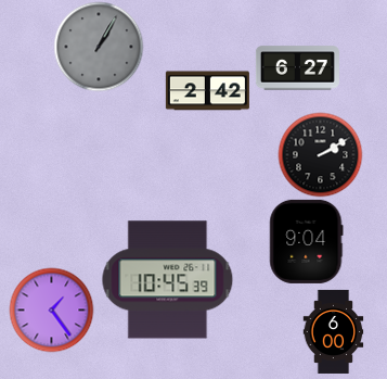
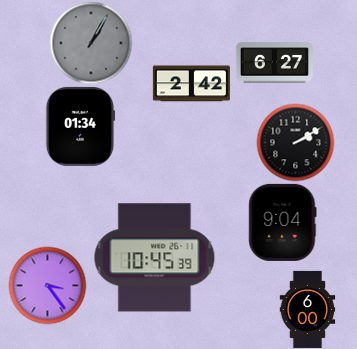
clock at (80, 126): none -> 01:34
clock at (51, 309): 1:24 -> 3:24
clock at (334, 331) position: (334, 331) -> (308, 309)
